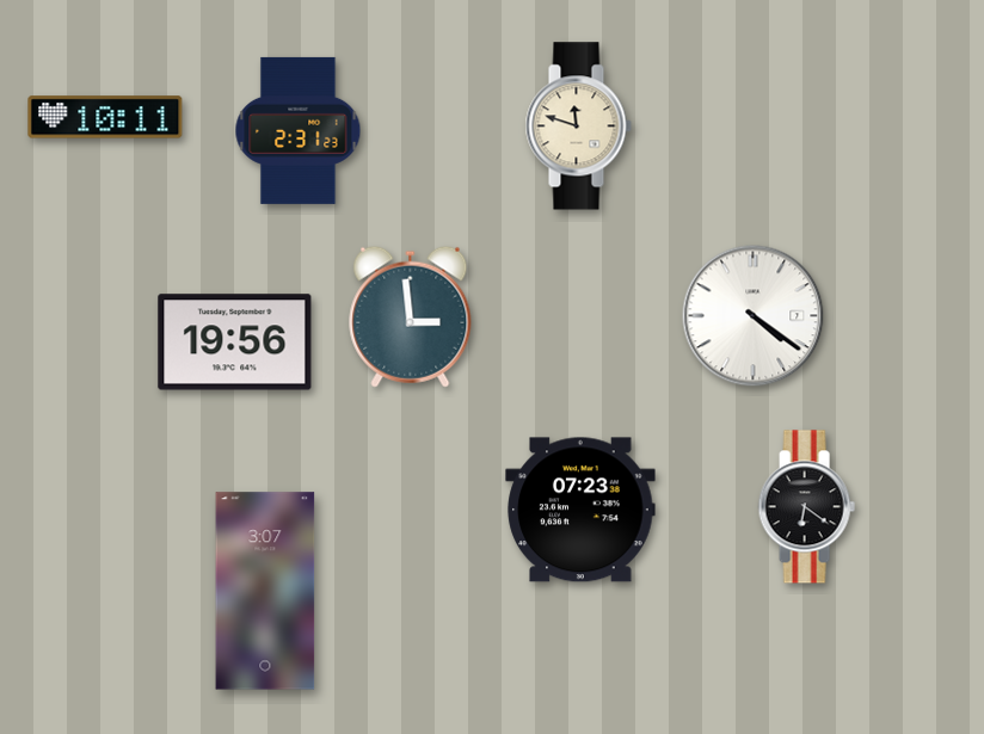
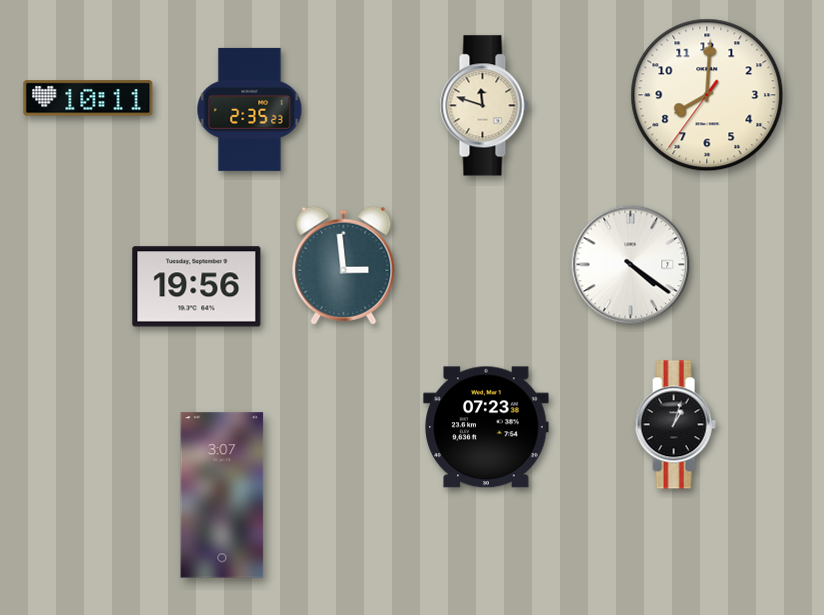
clock at (707, 95): none -> 8:00
clock at (299, 130): 2:31 -> 2:35
clock at (806, 507): 6:21 -> 1:03
